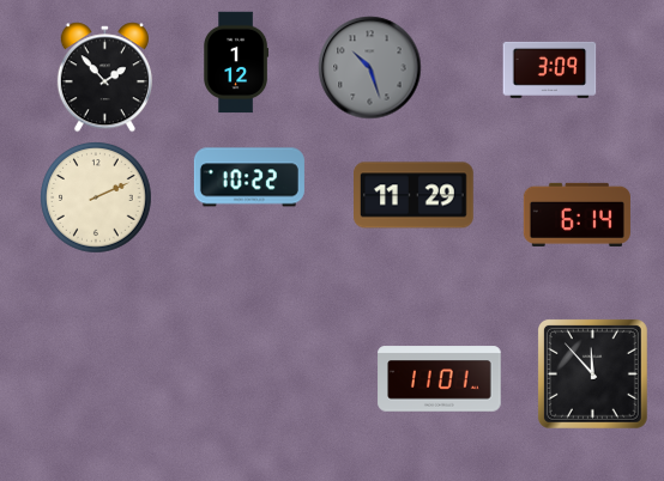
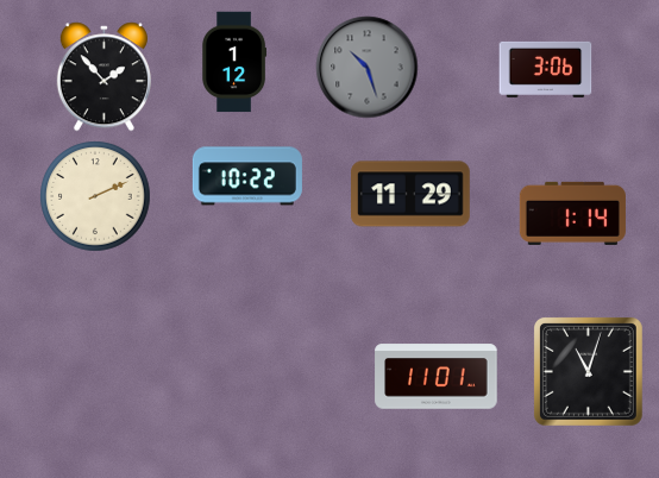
clock at (549, 69): 3:09 -> 3:06
clock at (577, 214): 6:14 -> 1:14
clock at (592, 373): 11:53 -> 11:03
